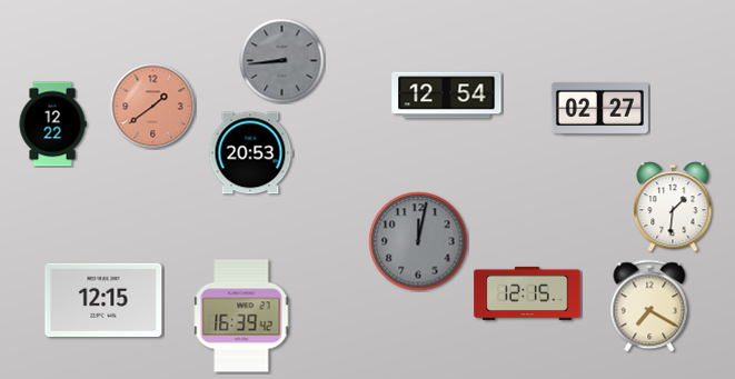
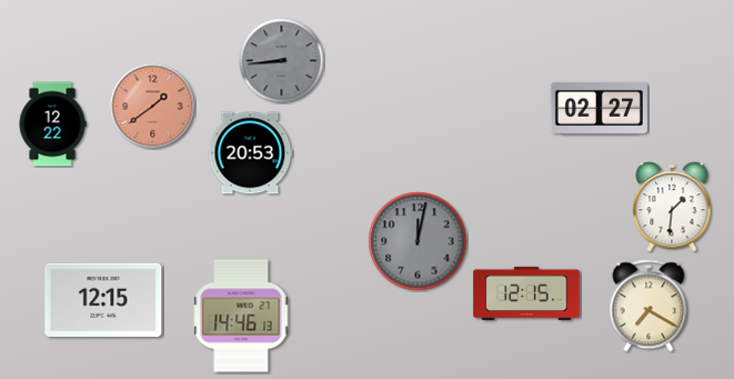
clock at (447, 96): 12:54 -> none
clock at (241, 316): 16:39 -> 14:46
